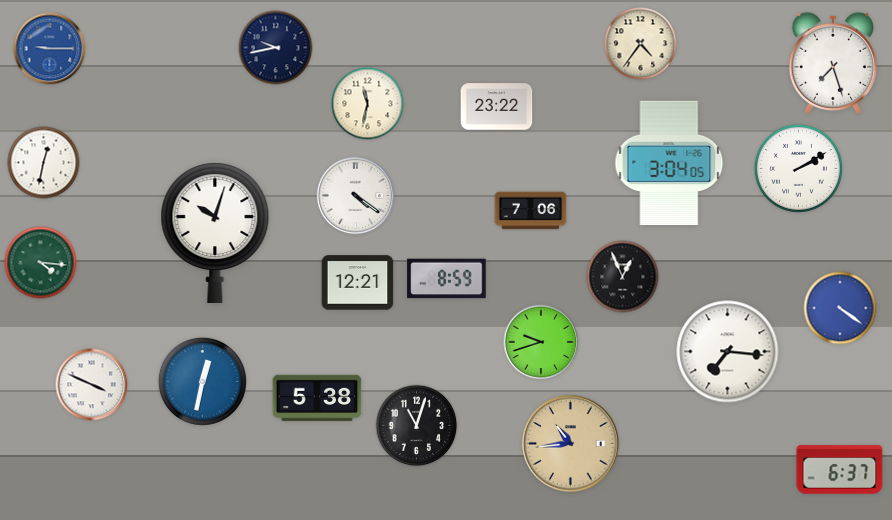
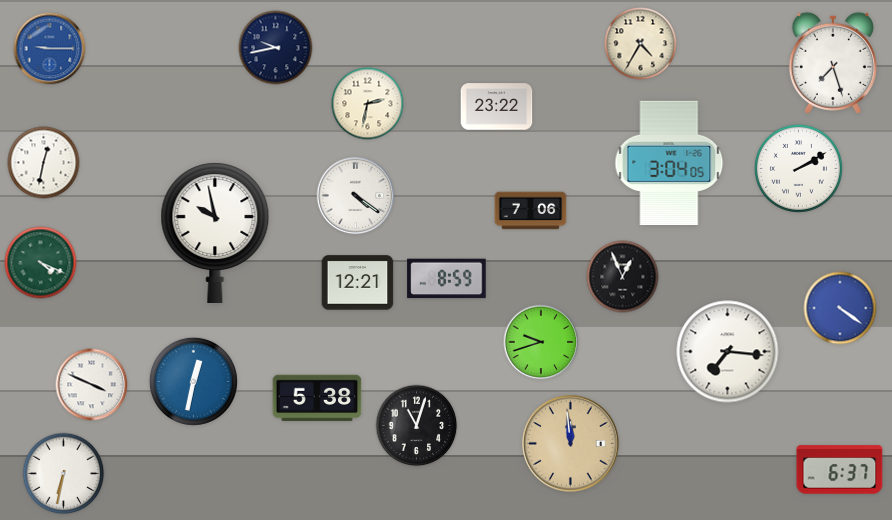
clock at (641, 44): 4:36 -> 4:35
clock at (368, 104): 11:32 -> 2:32
clock at (215, 233): 10:03 -> 9:58
clock at (41, 263): 4:16 -> 4:19
clock at (202, 381) position: (202, 381) -> (193, 381)
clock at (571, 444): 10:44 -> 11:59
clock at (64, 474): none -> 6:32
